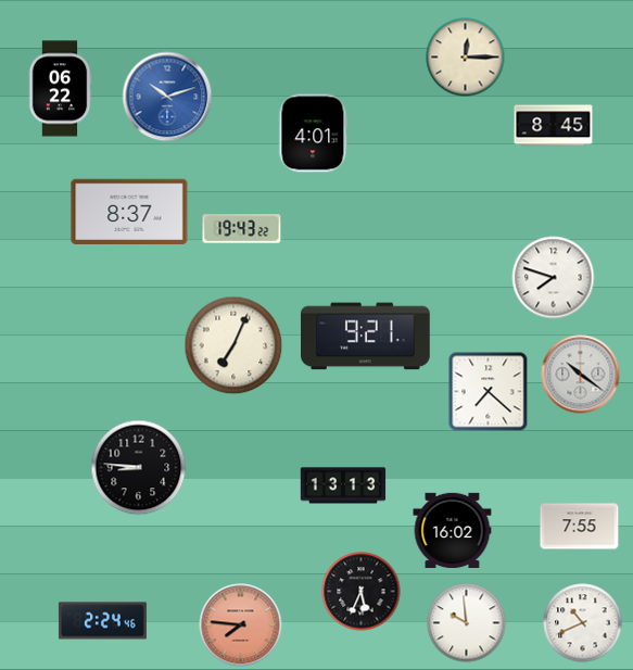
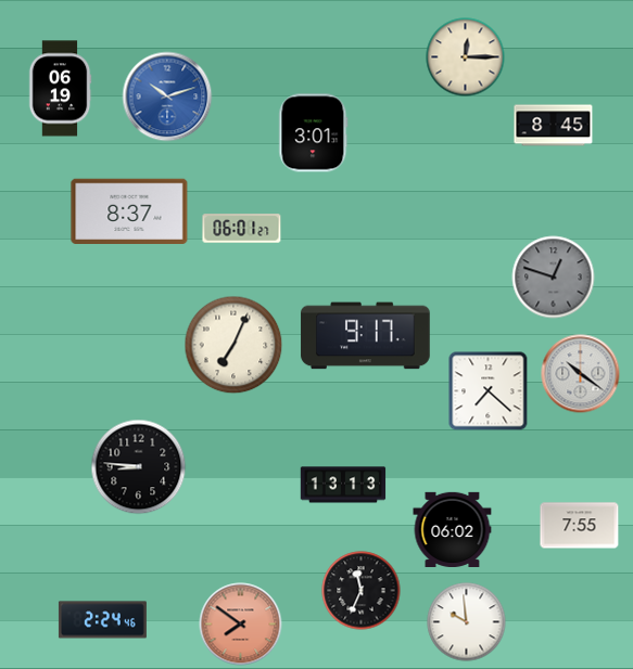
clock at (60, 89): 06:22 -> 06:19
clock at (314, 134): 4:01 -> 3:01
clock at (242, 229): 19:43 -> 06:01
clock at (554, 278): 7:48 -> 12:48
clock at (554, 278) dial: white -> grey
clock at (366, 337): 9:21 -> 9:17
clock at (453, 530): 16:02 -> 06:02
clock at (362, 592): 5:34 -> 11:34
clock at (583, 623): 10:41 -> none
clock at (241, 625): 7:46 -> 7:51
